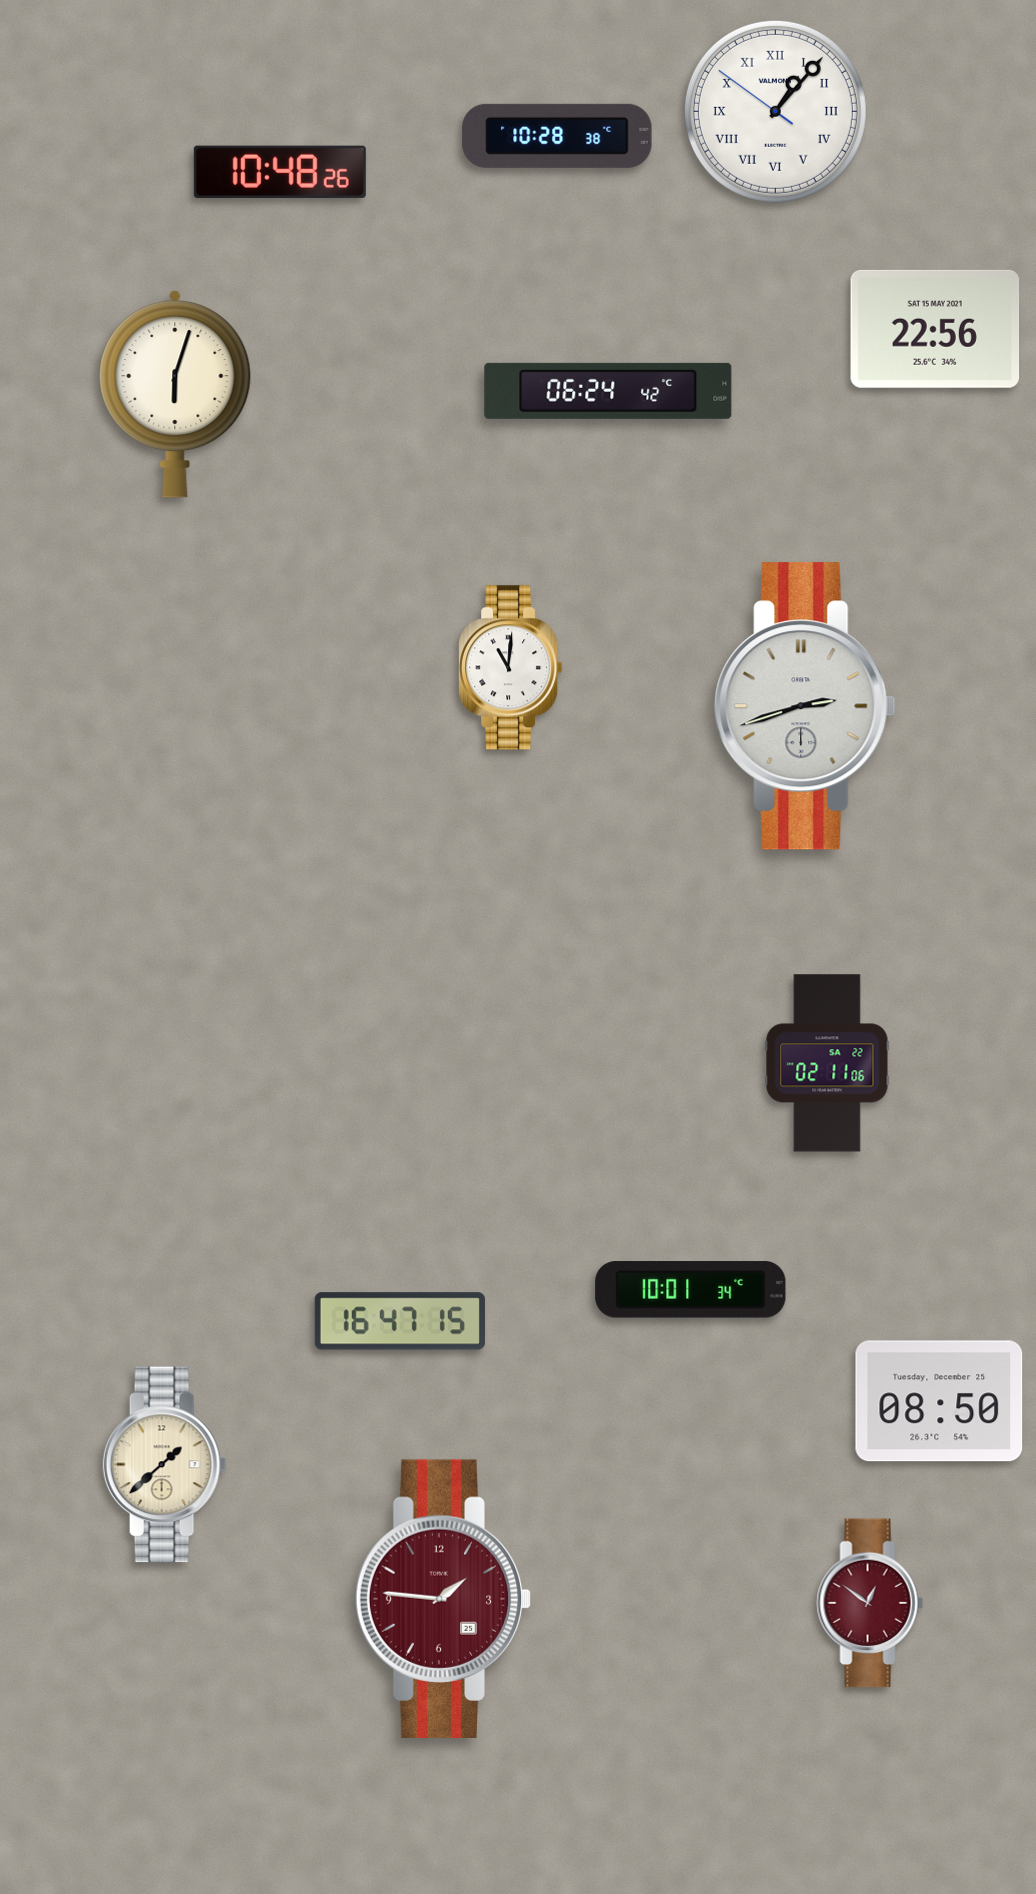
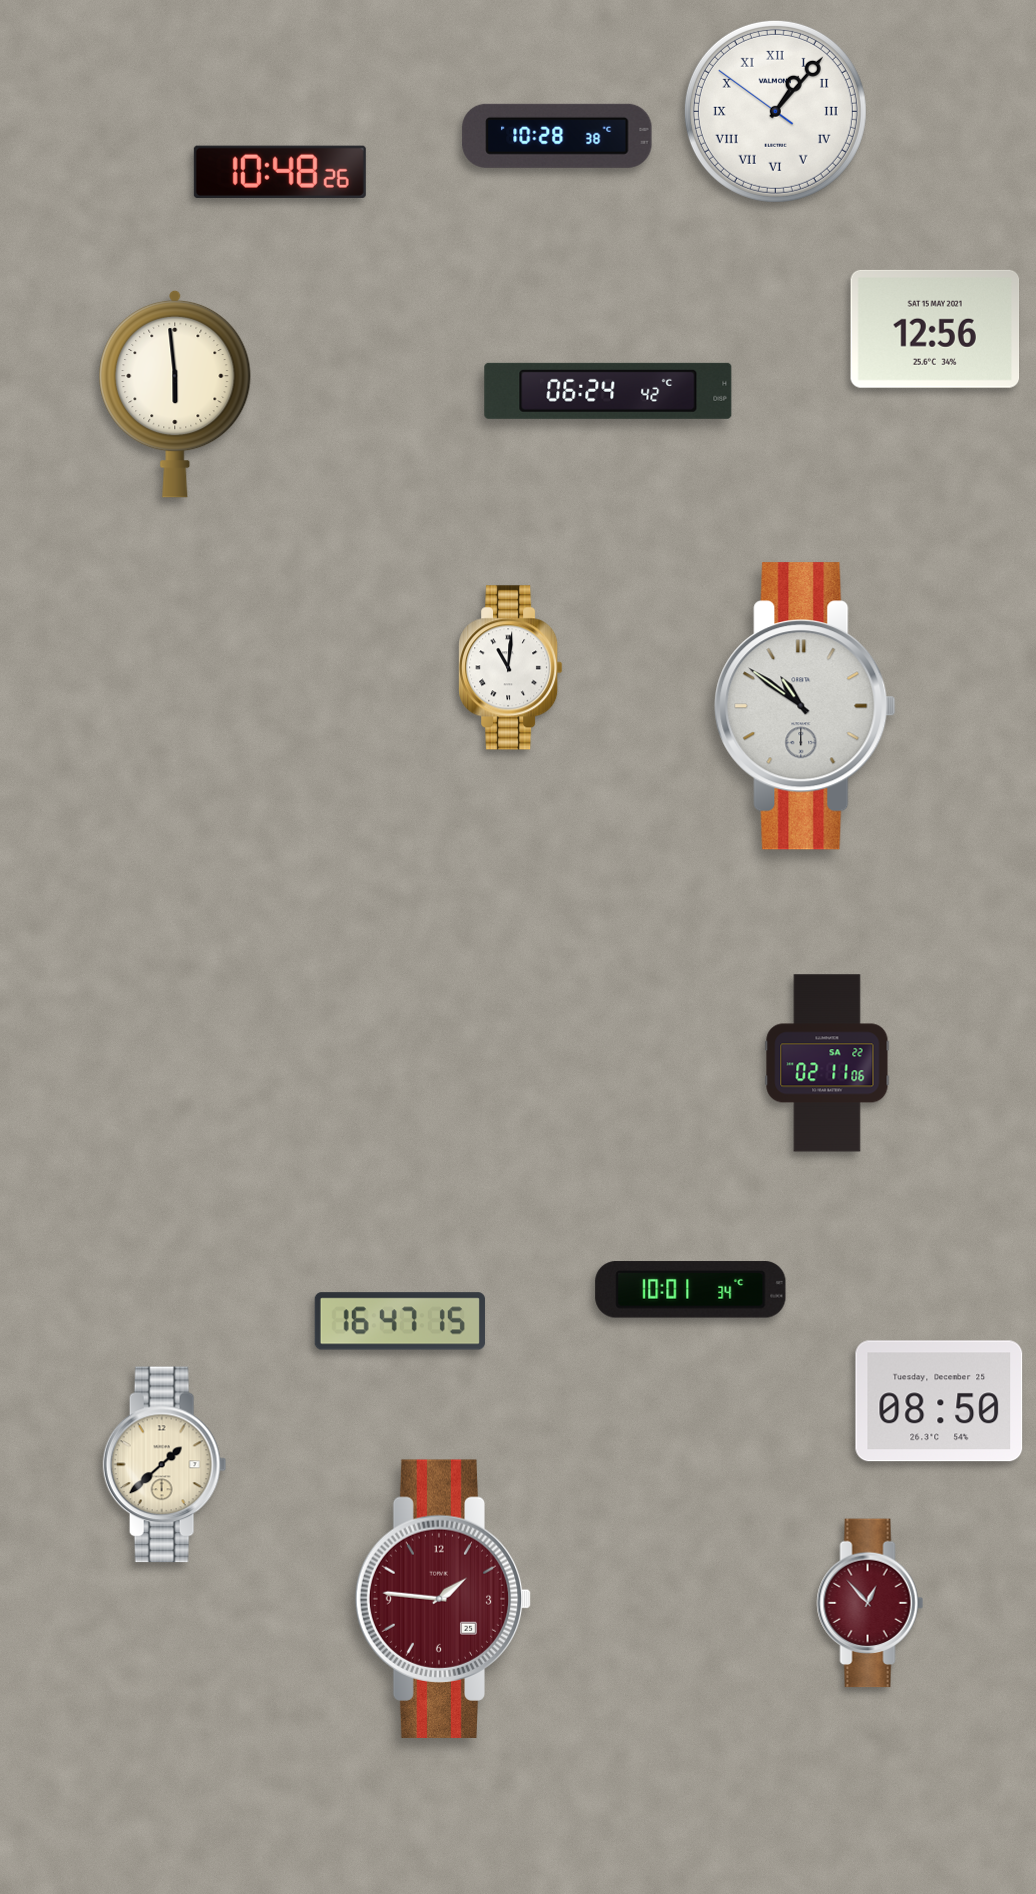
clock at (935, 329): 22:56 -> 12:56
clock at (175, 394): 6:03 -> 5:59
clock at (805, 706): 2:42 -> 10:51
clock at (870, 1603): 12:51 -> 12:53
